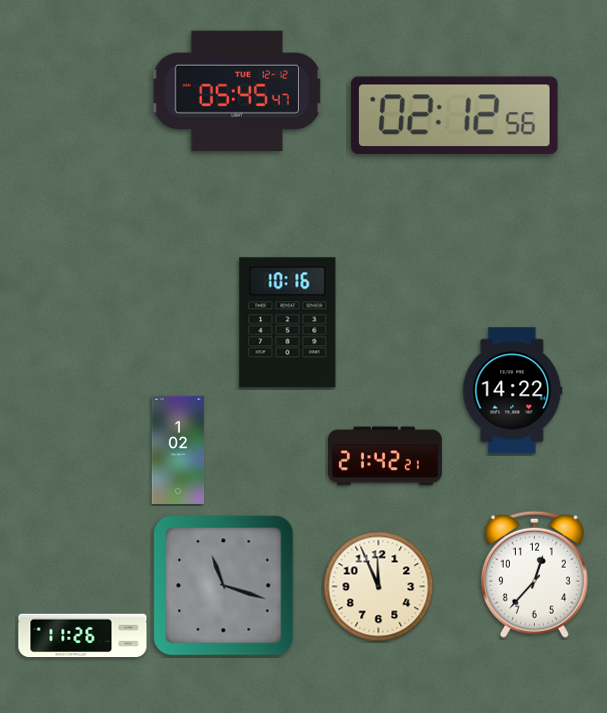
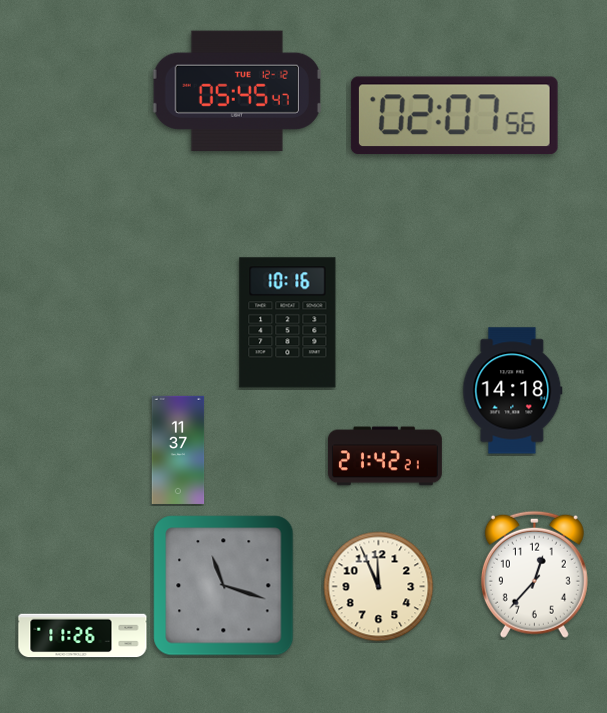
clock at (454, 116): 02:12 -> 02:07
clock at (513, 391): 14:22 -> 14:18
clock at (178, 450): 1:02 -> 11:37
